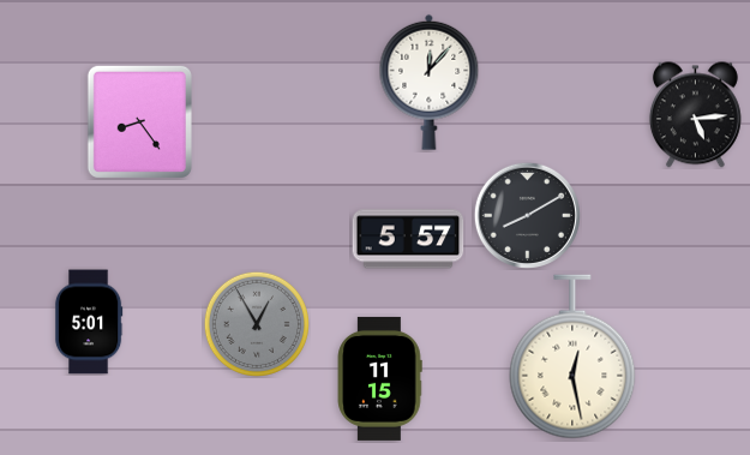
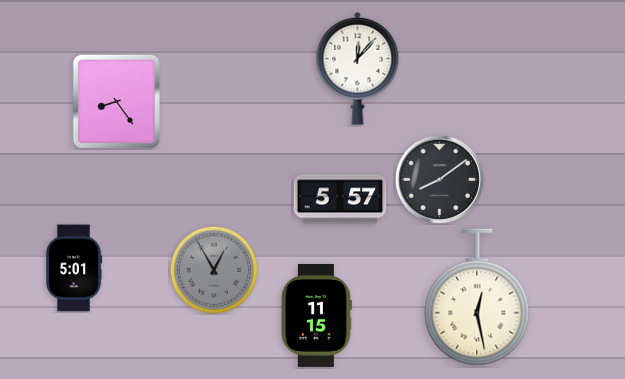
clock at (695, 115): 5:14 -> none
clock at (527, 215): 8:10 -> 8:09
